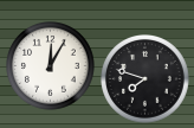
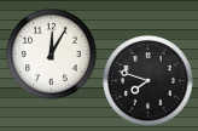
clock at (51, 66) position: (51, 66) -> (52, 55)
